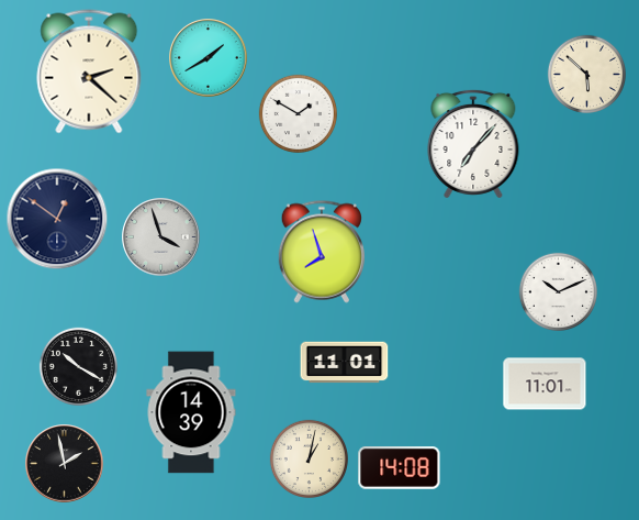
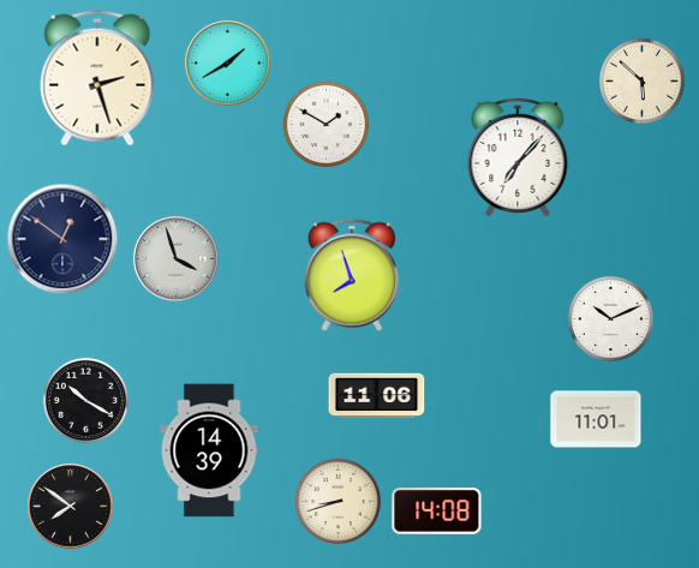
clock at (89, 71): 2:22 -> 2:27
clock at (345, 363): 11:01 -> 11:06
clock at (309, 458): 1:02 -> 8:42
clock at (65, 464): 1:58 -> 7:51
